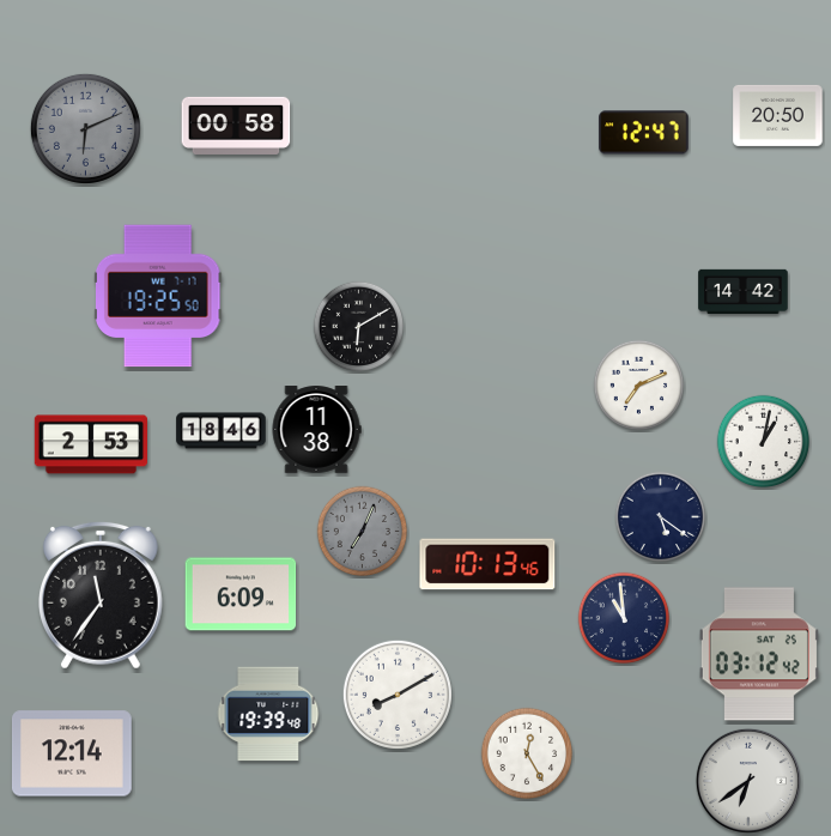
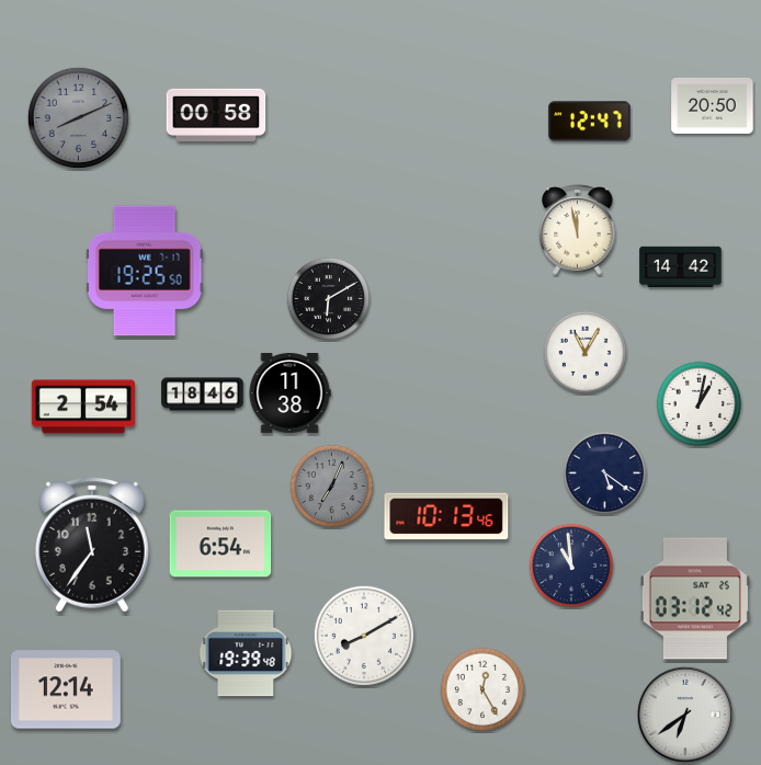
clock at (85, 128): 6:11 -> 8:11
clock at (578, 230): none -> 11:58
clock at (639, 386): 7:11 -> 11:05
clock at (90, 444): 2:53 -> 2:54
clock at (241, 594): 6:09 -> 6:54
